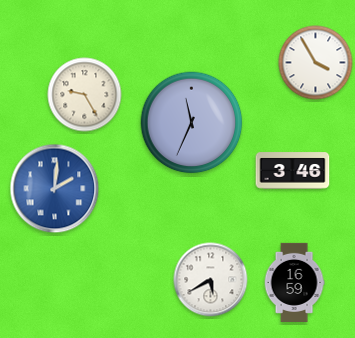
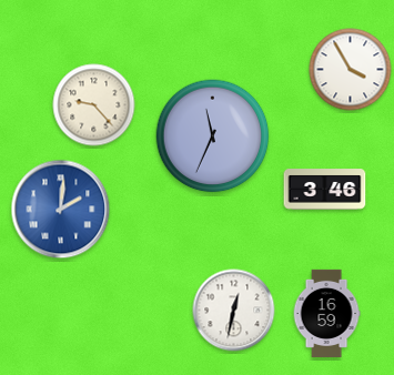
clock at (85, 95): 9:25 -> 9:23
clock at (211, 280): 5:40 -> 12:32
